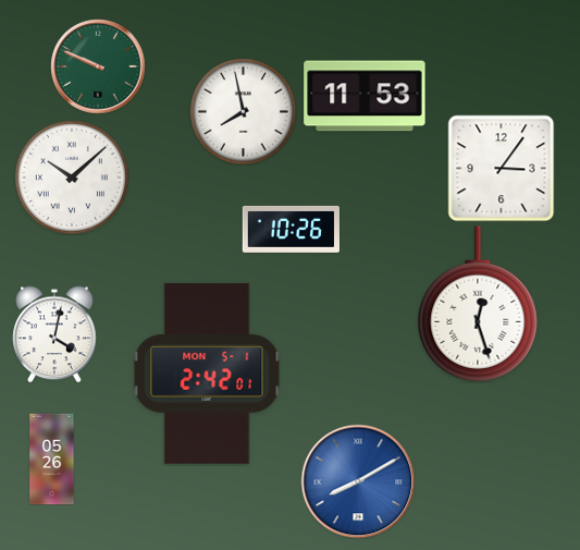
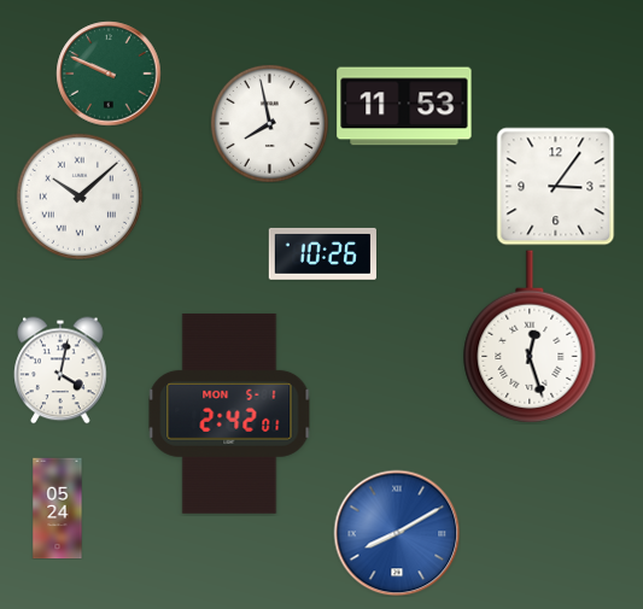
clock at (52, 459): 05:26 -> 05:24
